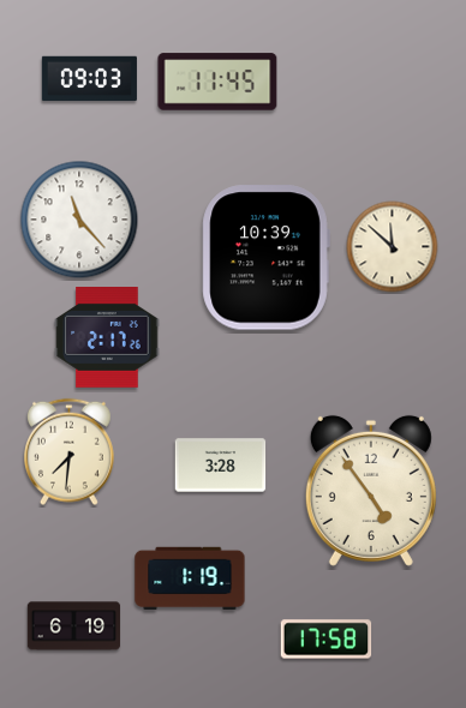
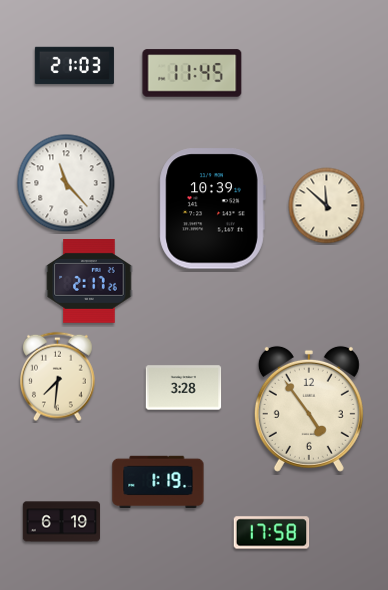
clock at (89, 79): 09:03 -> 21:03
clock at (217, 82) position: (217, 82) -> (192, 73)
clock at (265, 258) position: (265, 258) -> (212, 209)
